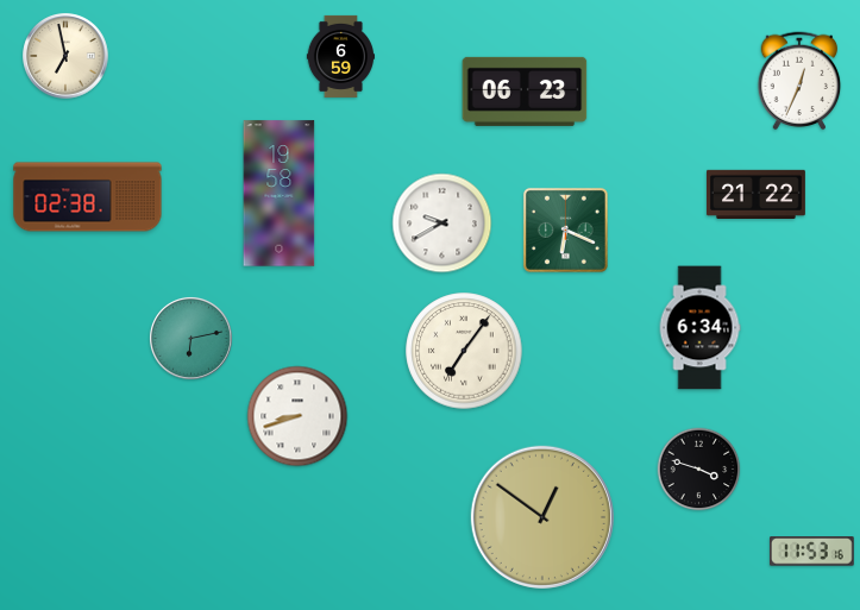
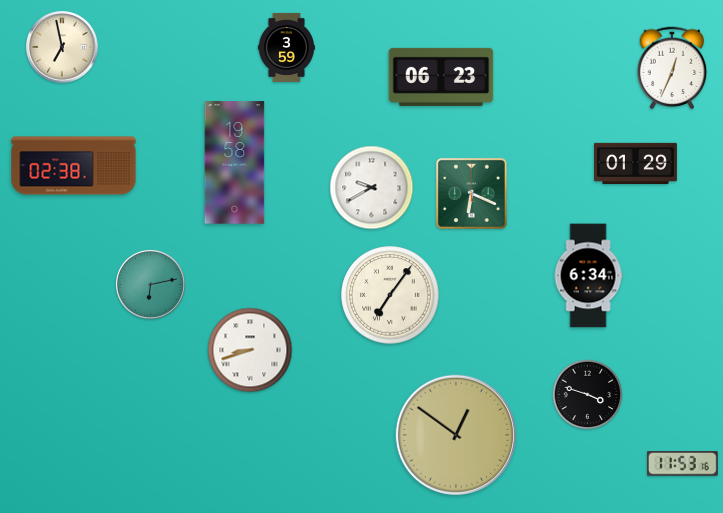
clock at (65, 56) position: (65, 56) -> (62, 47)
clock at (340, 56): 6:59 -> 3:59
clock at (755, 194): 21:22 -> 01:29
clock at (565, 229) position: (565, 229) -> (471, 193)
clock at (190, 338) position: (190, 338) -> (150, 284)
